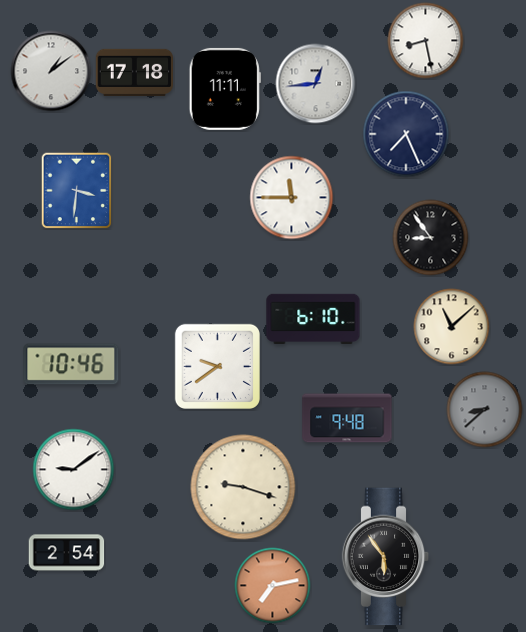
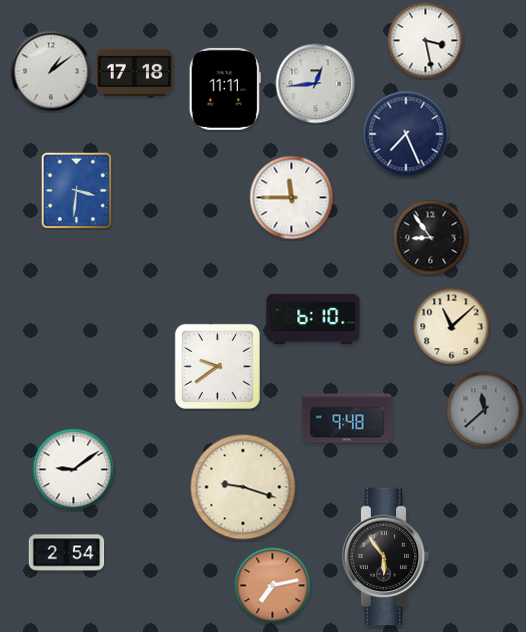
clock at (426, 41): 8:28 -> 3:28
clock at (71, 364): 10:46 -> none
clock at (485, 410): 8:38 -> 11:38
